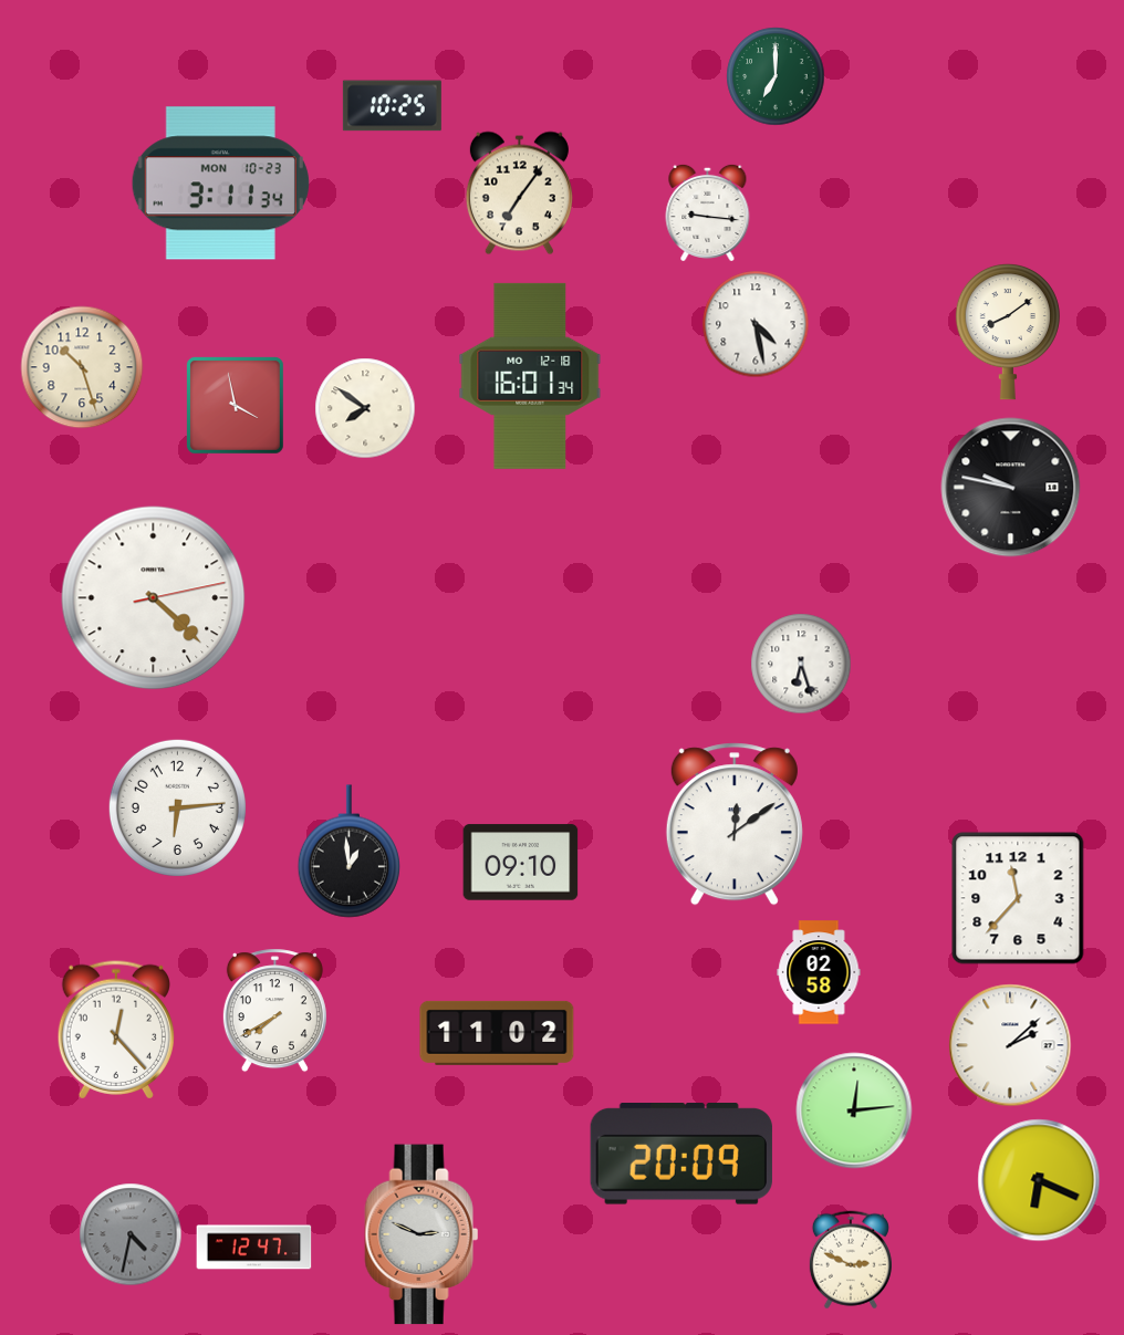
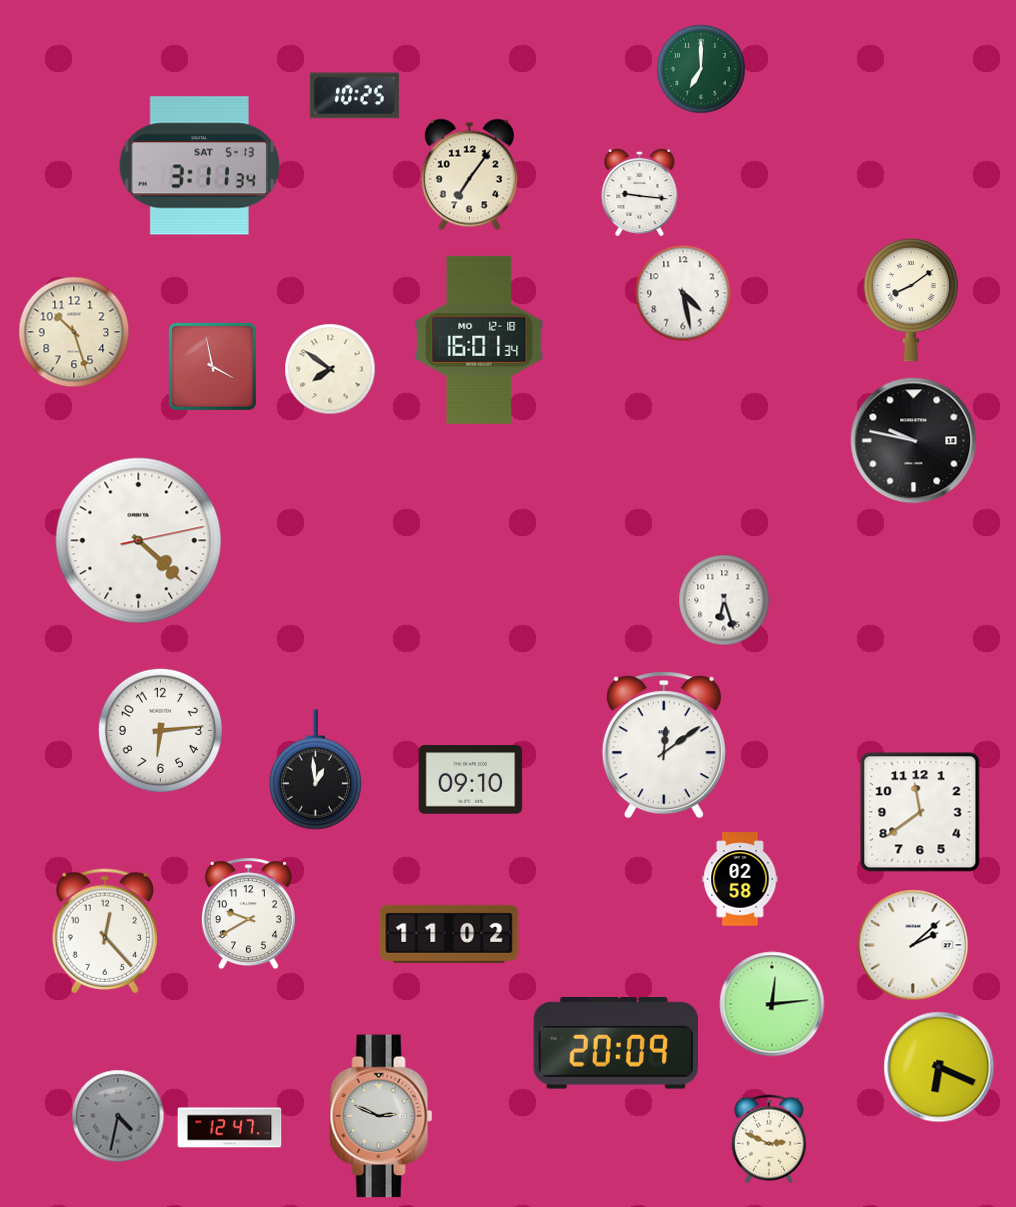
clock at (220, 184) date: MON 10-23 -> SAT 5-13
clock at (1018, 898): 11:37 -> 11:39
clock at (274, 1011): 7:40 -> 9:40
